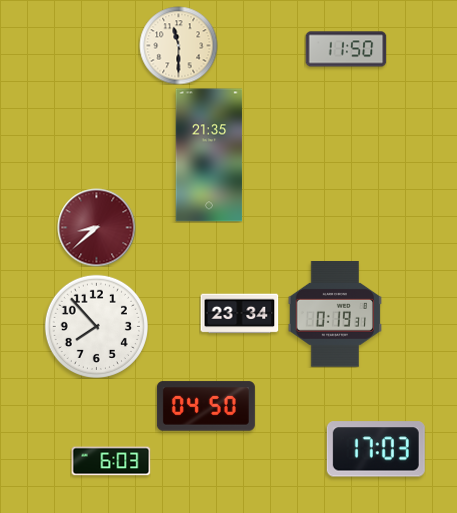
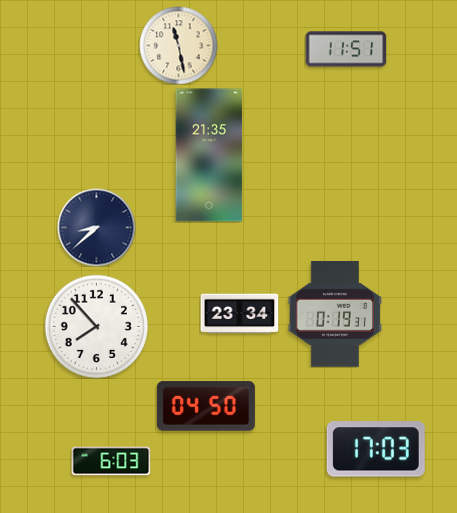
clock at (178, 45): 11:30 -> 11:28
clock at (346, 49): 11:50 -> 11:51
clock at (96, 227) dial: burgundy -> navy
